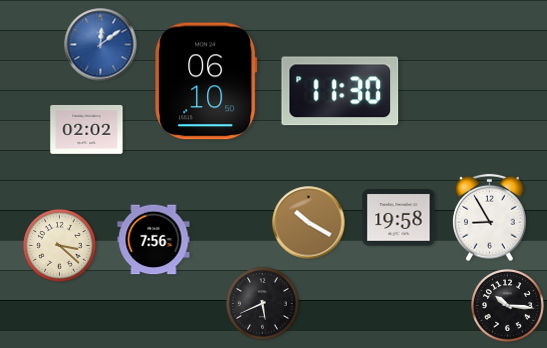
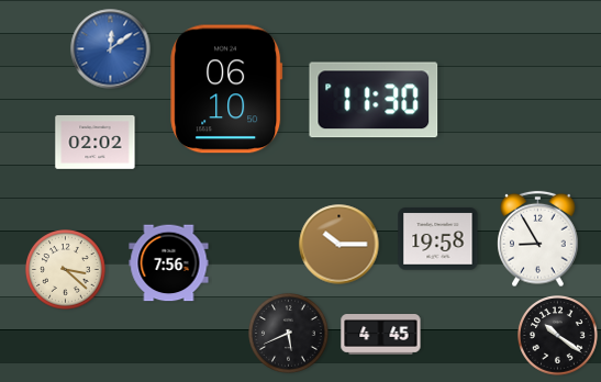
clock at (309, 223): 10:20 -> 10:15
clock at (381, 335): none -> 4:45
clock at (508, 306): 10:16 -> 10:21
